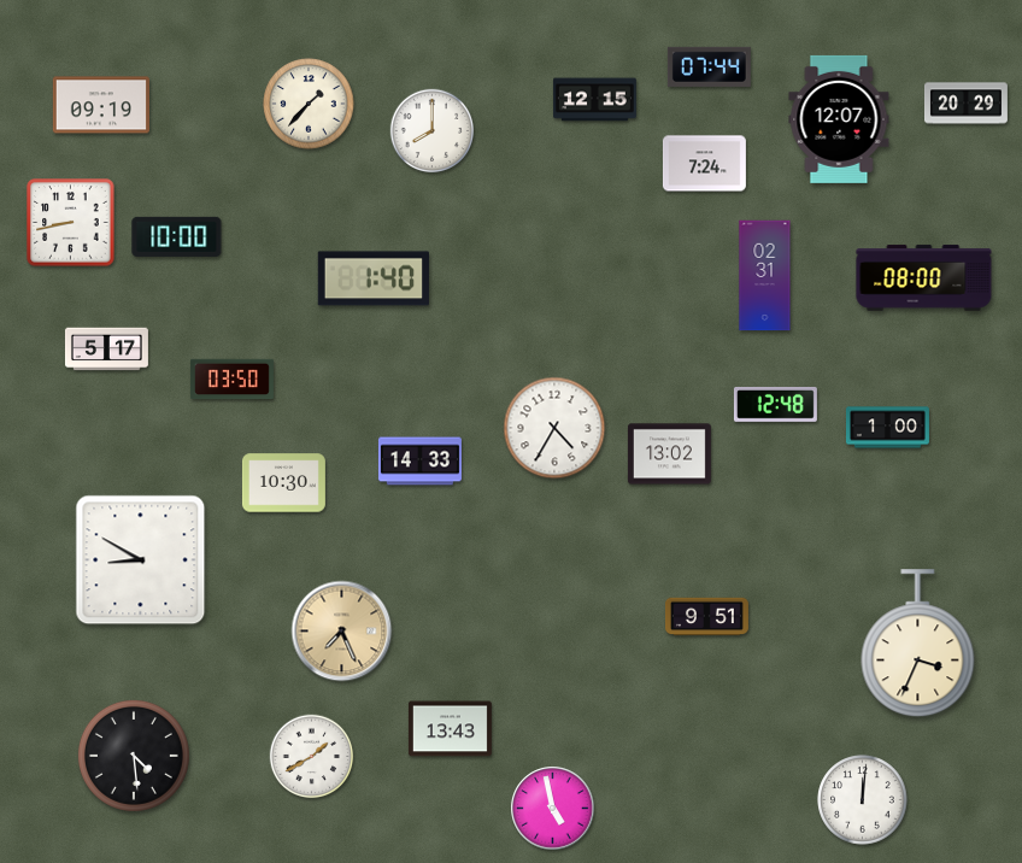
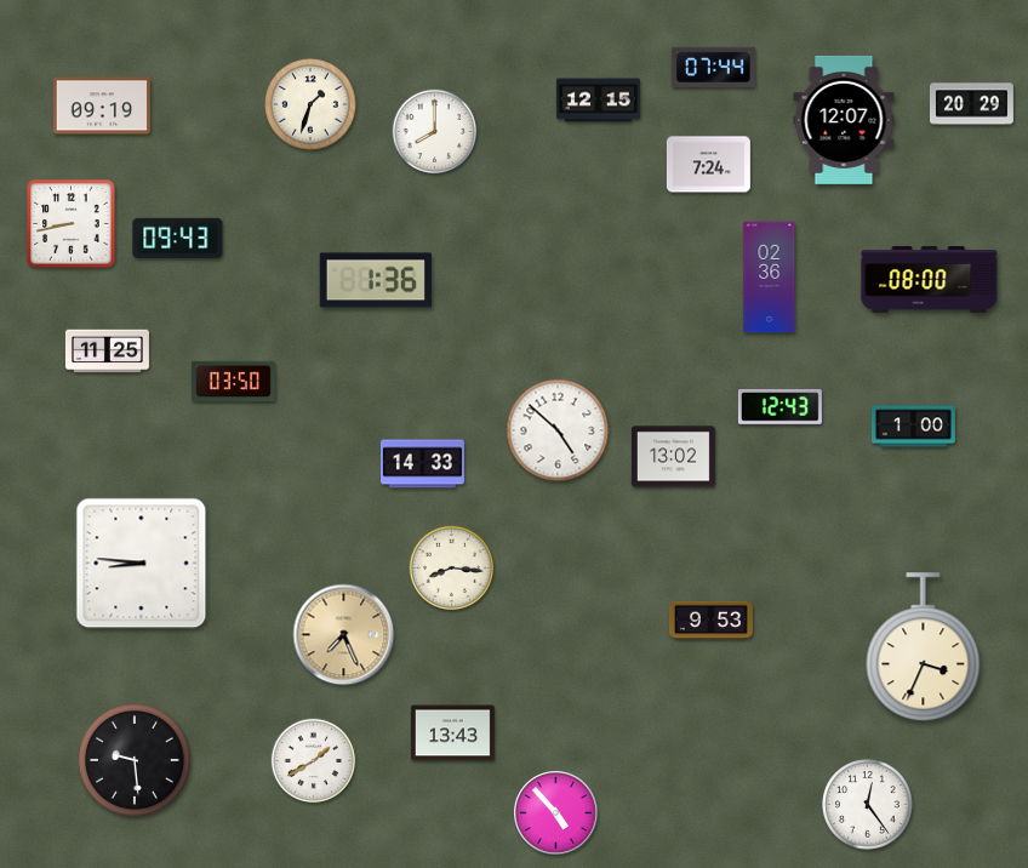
clock at (309, 104): 1:37 -> 1:33
clock at (177, 236): 10:00 -> 09:43
clock at (765, 276): 02:31 -> 02:36
clock at (374, 278): 1:40 -> 1:36
clock at (106, 350): 5:17 -> 11:25
clock at (775, 405): 12:48 -> 12:43
clock at (554, 428): 4:35 -> 4:52
clock at (887, 428) position: (887, 428) -> (913, 427)
clock at (283, 483): 10:30 -> none
clock at (141, 560): 8:50 -> 8:46
clock at (452, 569): none -> 8:16
clock at (706, 617): 9:51 -> 9:53
clock at (134, 756): 4:29 -> 9:29
clock at (863, 800): 12:01 -> 12:24
clock at (553, 809): 4:58 -> 4:53
